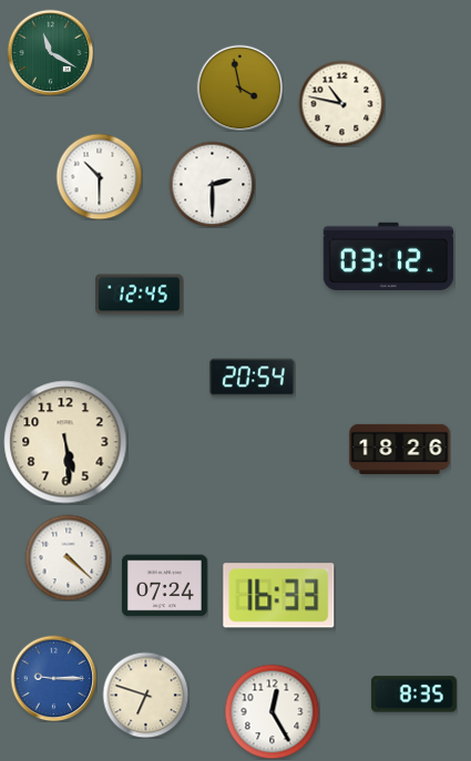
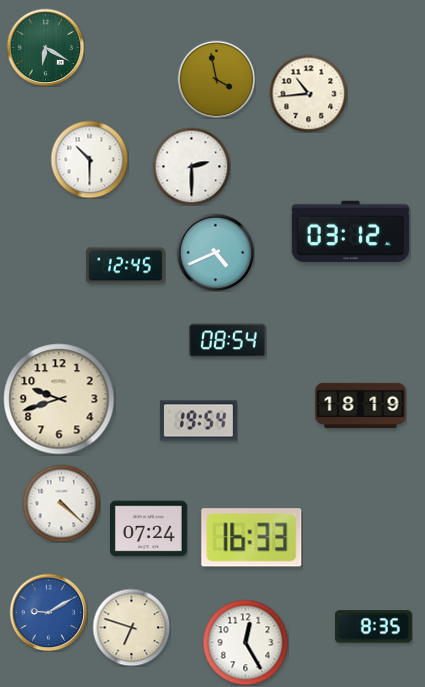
clock at (50, 52): 11:20 -> 6:20
clock at (341, 103): 10:47 -> 10:44
clock at (215, 252): none -> 4:41
clock at (252, 378): 20:54 -> 08:54
clock at (65, 442): 5:29 -> 9:42
clock at (400, 449): 18:26 -> 18:19
clock at (198, 421): none -> 19:54
clock at (53, 678): 9:15 -> 9:10
